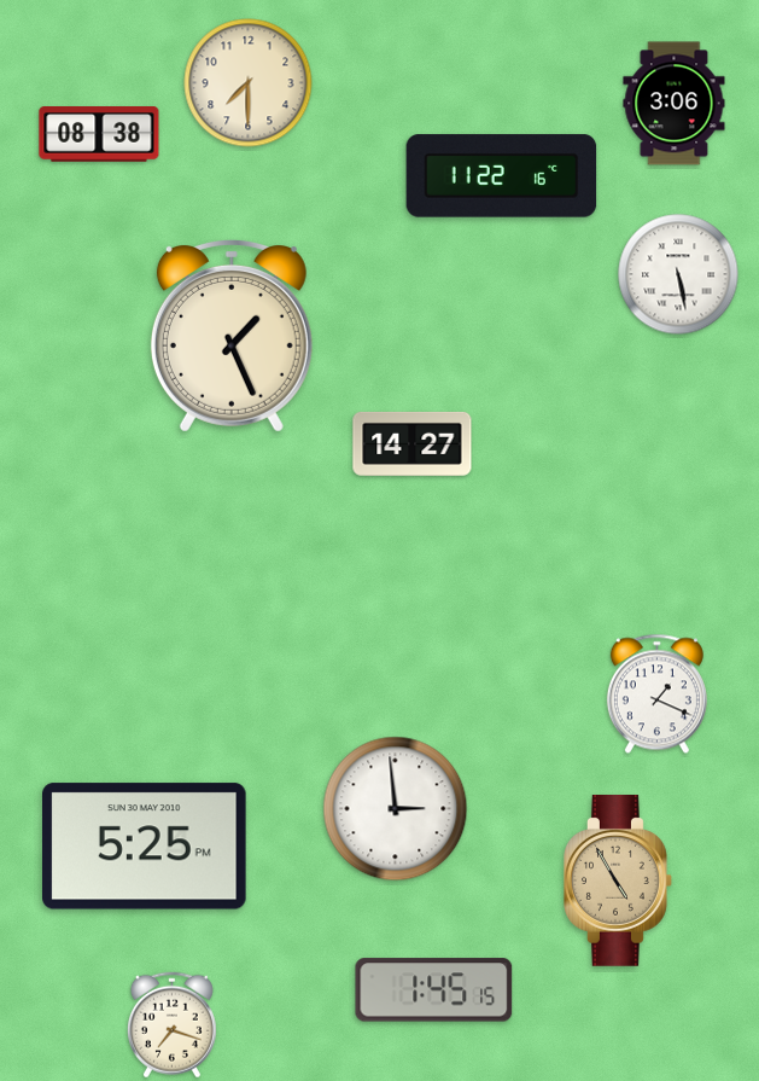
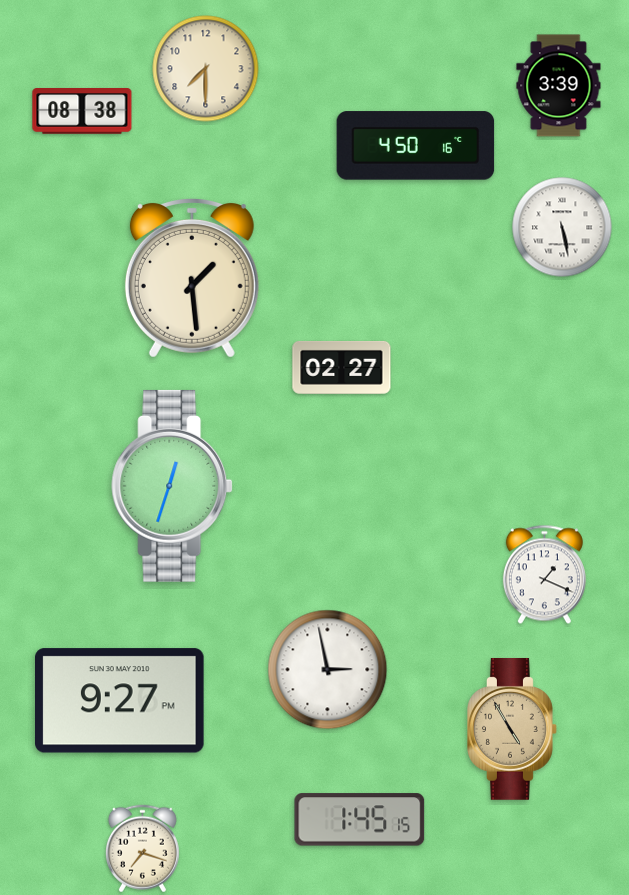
clock at (675, 104): 3:06 -> 3:39
clock at (502, 176): 11:22 -> 4:50
clock at (232, 336): 1:26 -> 1:29
clock at (413, 443): 14:27 -> 02:27
clock at (172, 486): none -> 12:33
clock at (396, 809): 2:59 -> 2:58
clock at (145, 847): 5:25 -> 9:27
